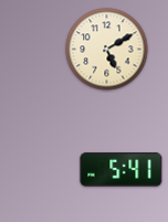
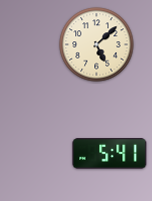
clock at (107, 50): 5:10 -> 5:08
